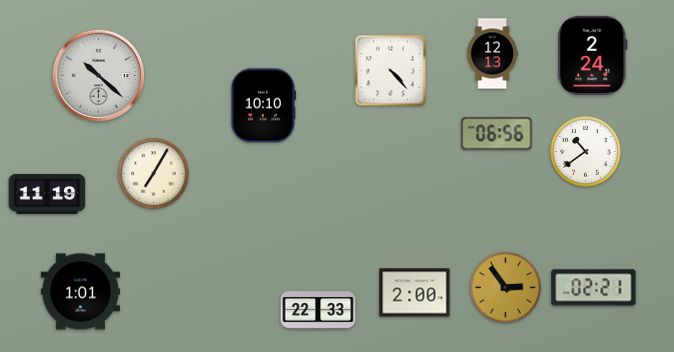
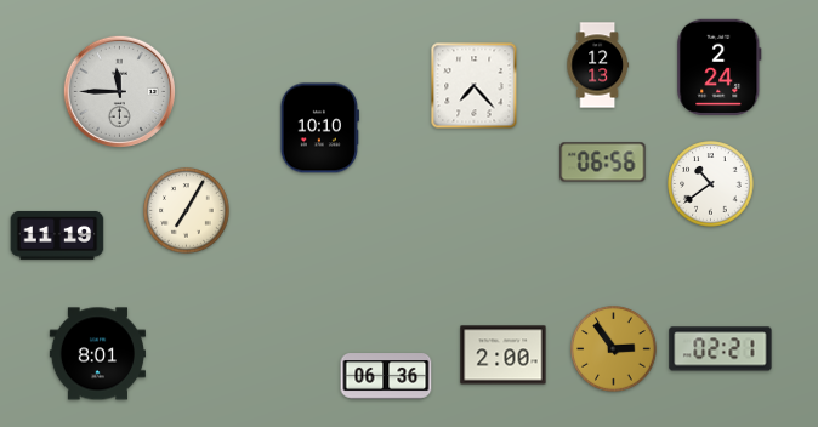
clock at (391, 71): 4:23 -> 7:23
clock at (98, 75): 10:22 -> 11:45
clock at (80, 292): 1:01 -> 8:01
clock at (318, 310): 22:33 -> 06:36
